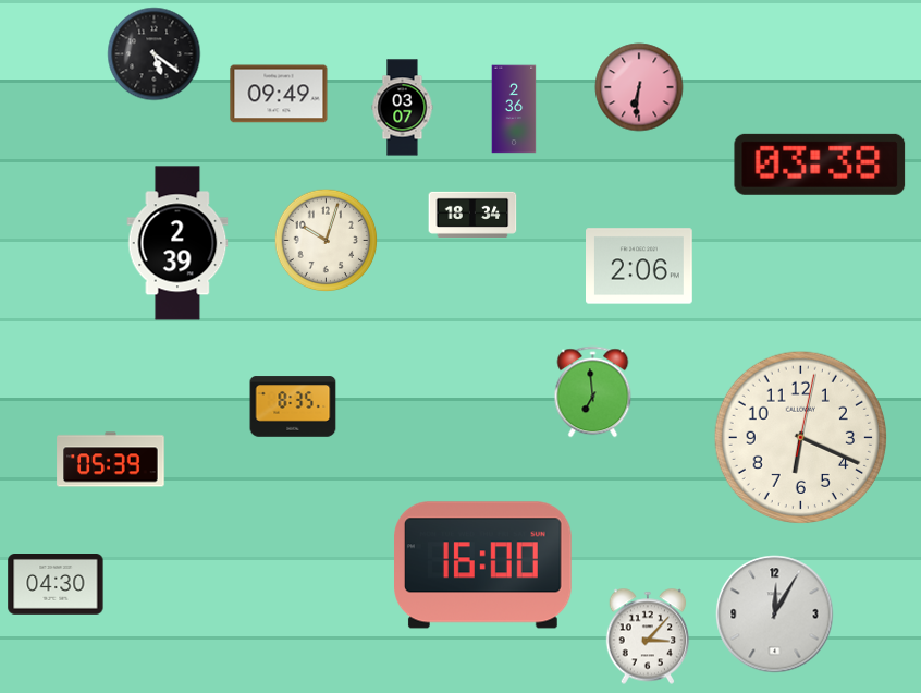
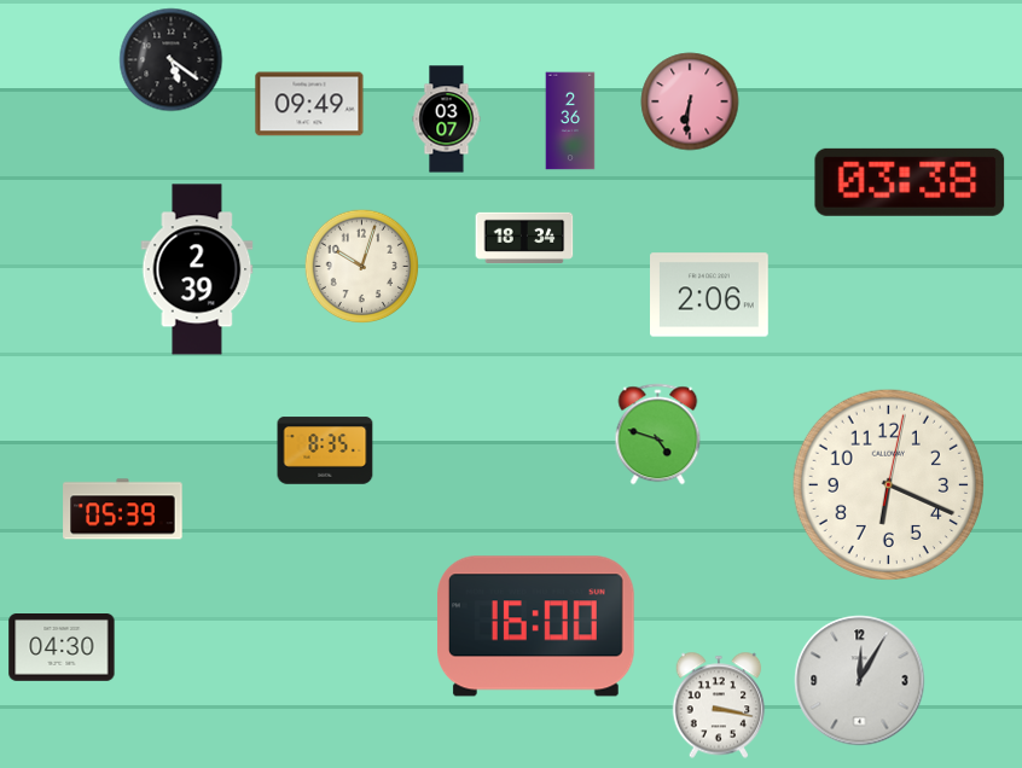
clock at (639, 87) position: (639, 87) -> (690, 101)
clock at (593, 392): 6:59 -> 4:48
clock at (648, 636): 3:07 -> 3:17
